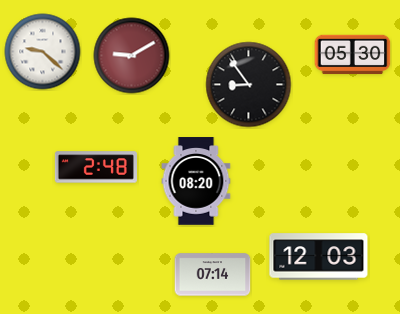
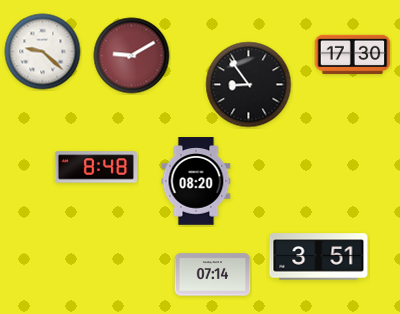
clock at (353, 55): 05:30 -> 17:30
clock at (96, 167): 2:48 -> 8:48
clock at (319, 257): 12:03 -> 3:51
